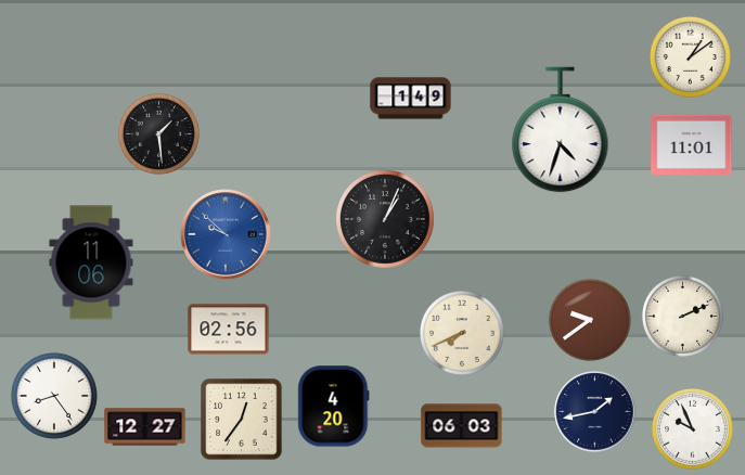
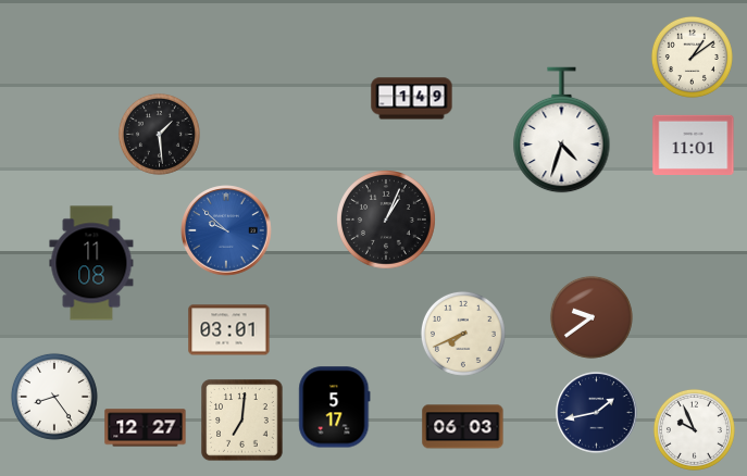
clock at (226, 234) position: (226, 234) -> (226, 230)
clock at (91, 262): 11:06 -> 11:08
clock at (682, 316): 2:11 -> none
clock at (590, 320) position: (590, 320) -> (592, 317)
clock at (229, 330): 02:56 -> 03:01
clock at (334, 407): 4:20 -> 5:17
clock at (242, 420): 12:36 -> 7:01
